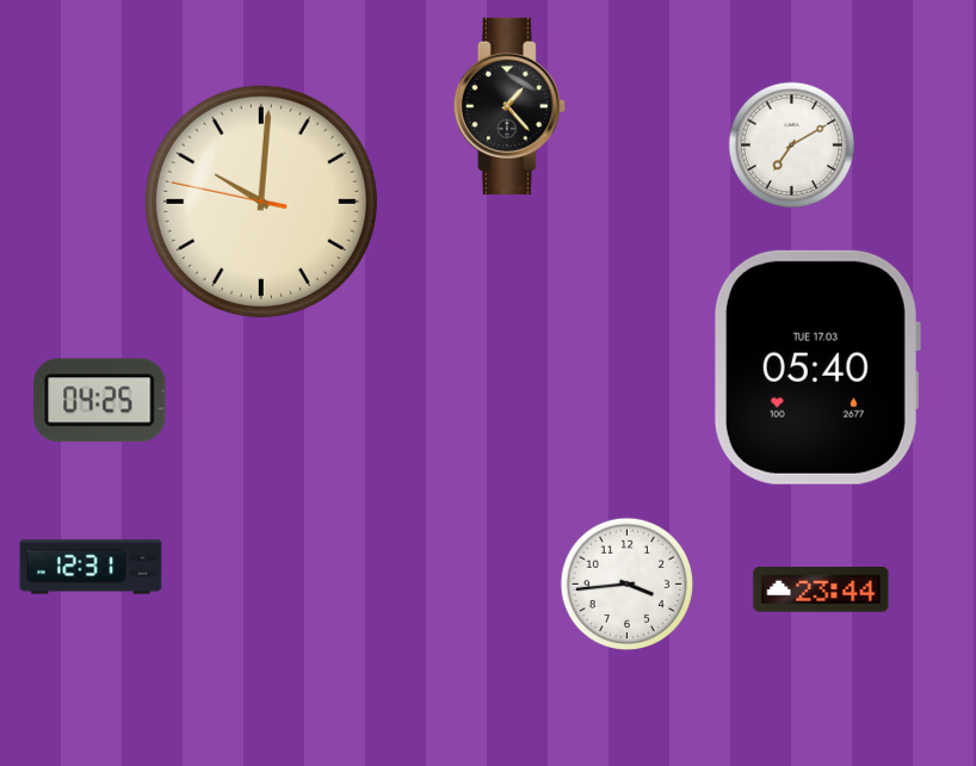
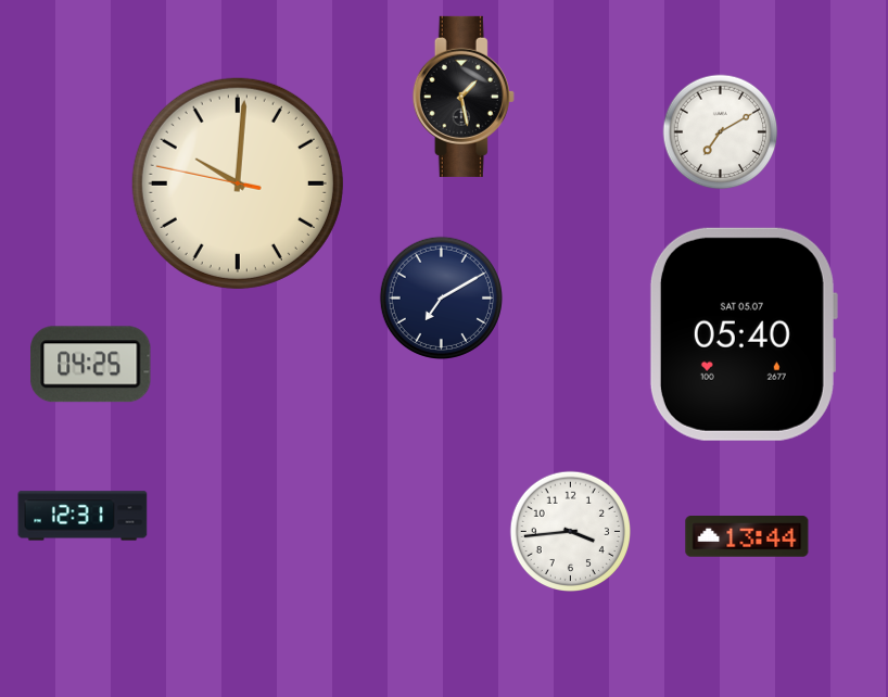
clock at (509, 106): 1:23 -> 1:28
clock at (441, 297): none -> 7:10
clock at (816, 367) date: TUE 17.03 -> SAT 05.07
clock at (821, 589): 23:44 -> 13:44
